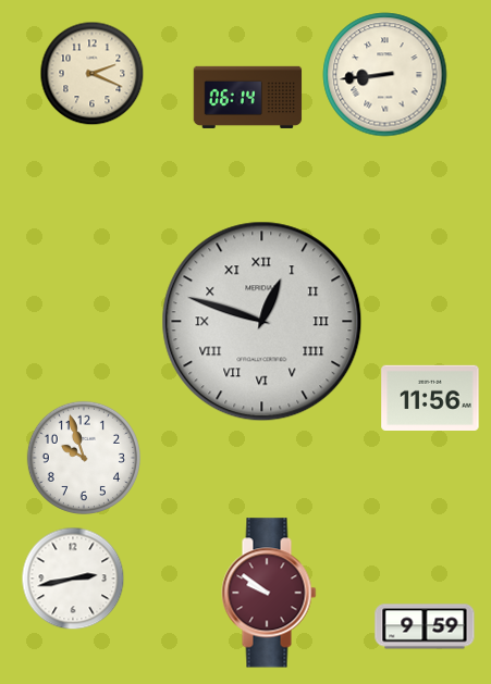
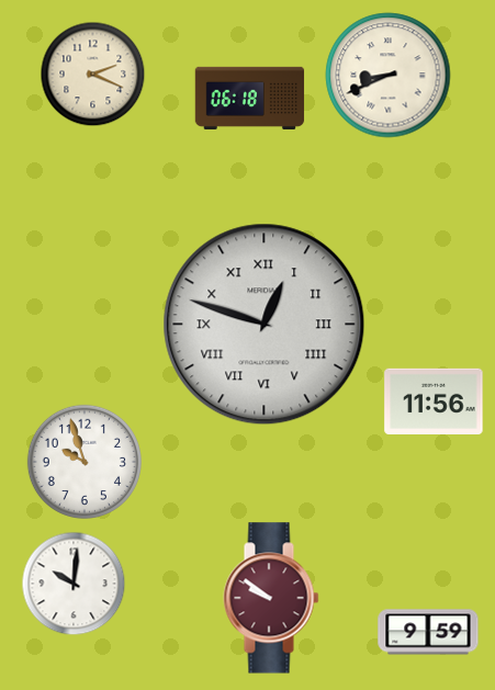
clock at (385, 75): 8:44 -> 8:41
clock at (248, 97): 06:14 -> 06:18
clock at (73, 579): 2:43 -> 10:01
